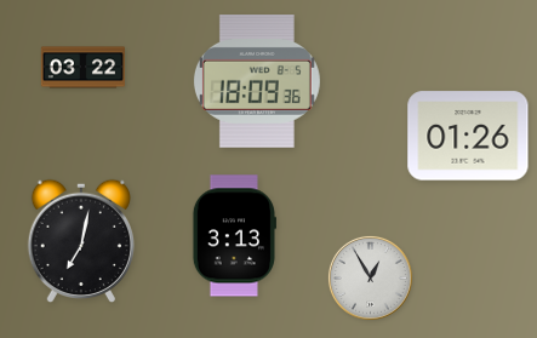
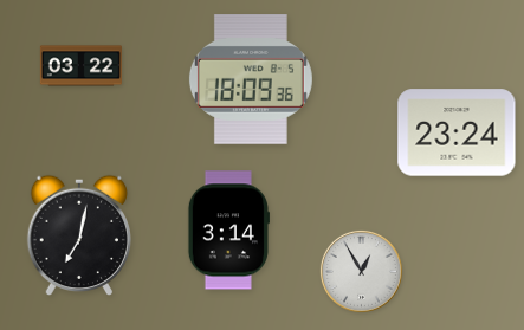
clock at (468, 136): 01:26 -> 23:24
clock at (234, 236): 3:13 -> 3:14
